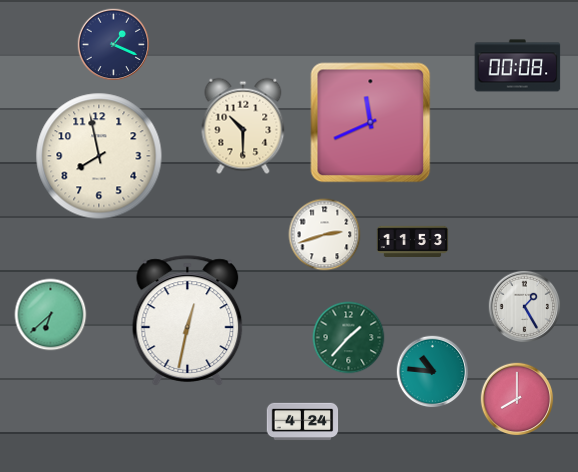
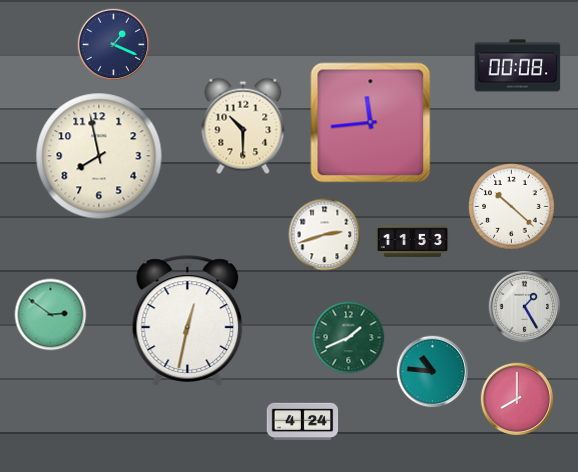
clock at (371, 123): 11:41 -> 11:44
clock at (512, 207): none -> 10:22
clock at (51, 315): 6:38 -> 2:51
clock at (349, 338): 1:37 -> 1:41
